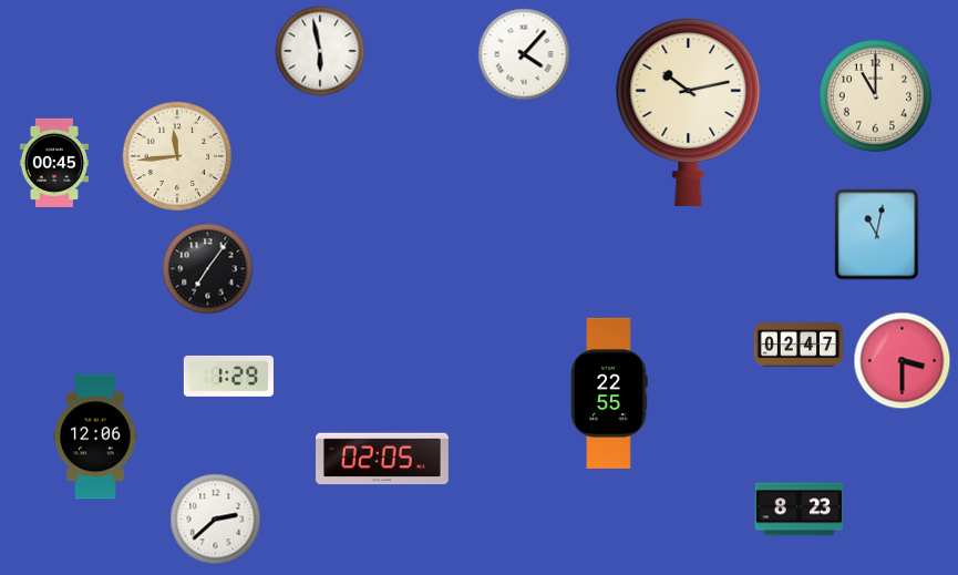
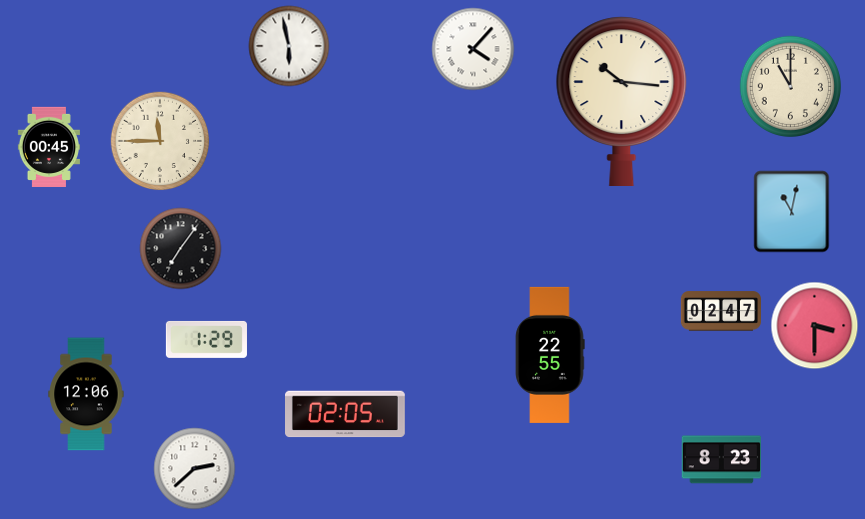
clock at (689, 112): 10:13 -> 10:16
clock at (177, 156): 11:44 -> 11:45
clock at (208, 269) position: (208, 269) -> (181, 249)
